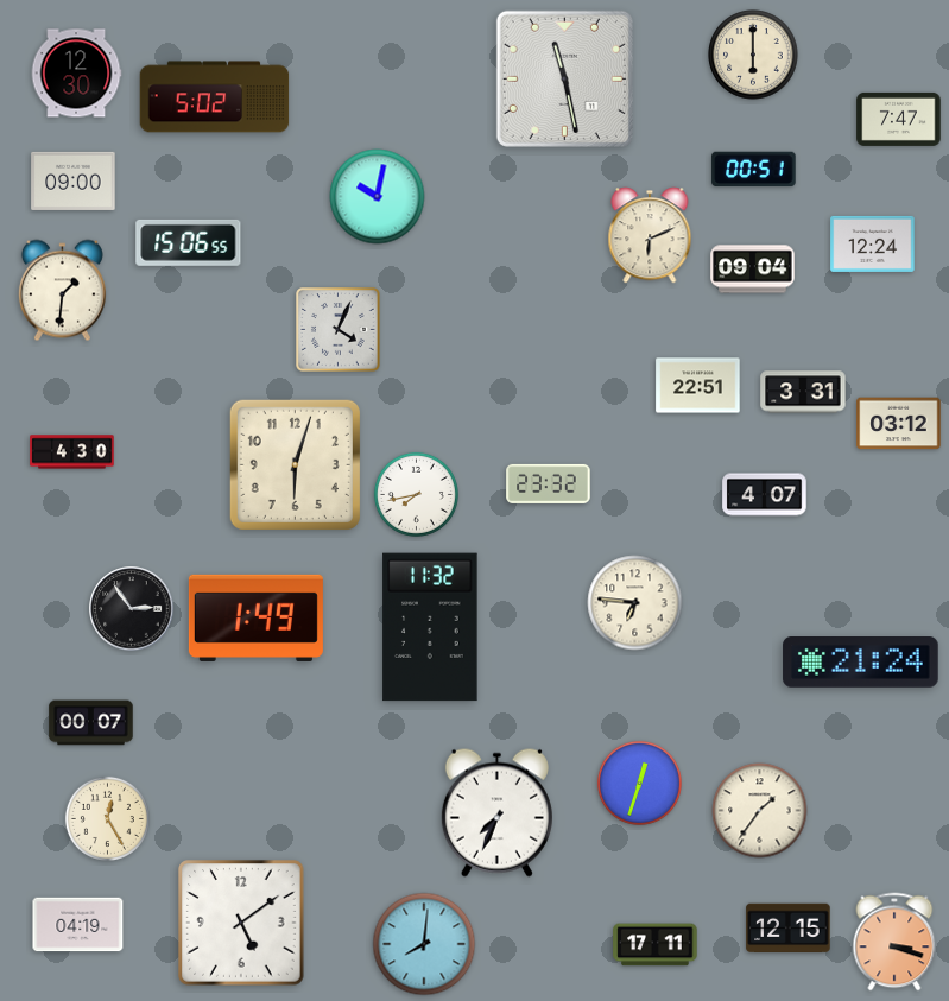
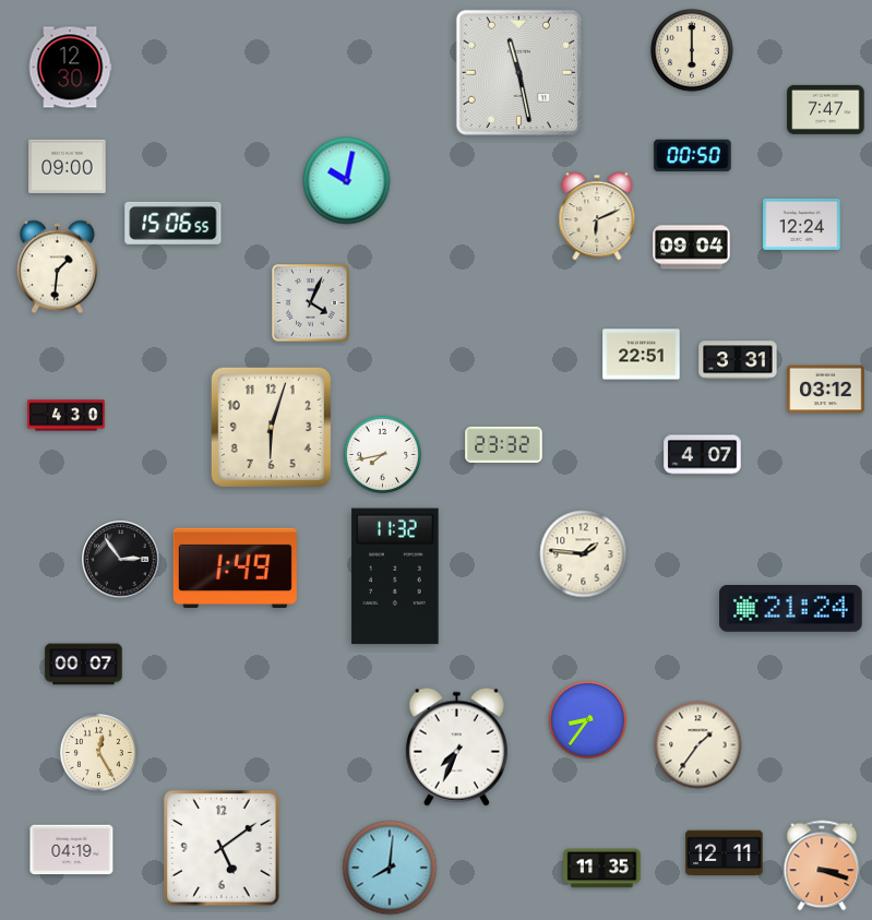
clock at (215, 97): 5:02 -> none
clock at (754, 170): 00:51 -> 00:50
clock at (635, 603): 6:46 -> 1:46
clock at (639, 783): 12:33 -> 8:36
clock at (789, 929): 12:15 -> 12:11
clock at (656, 945): 17:11 -> 11:35
